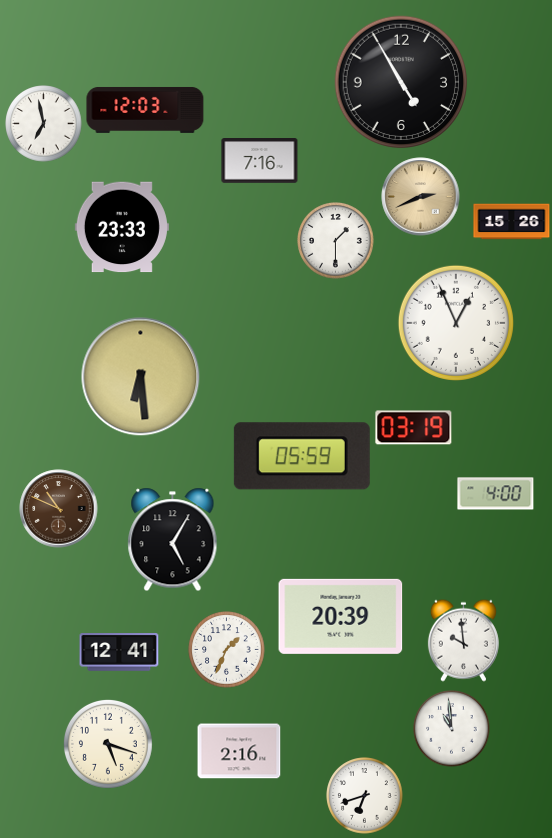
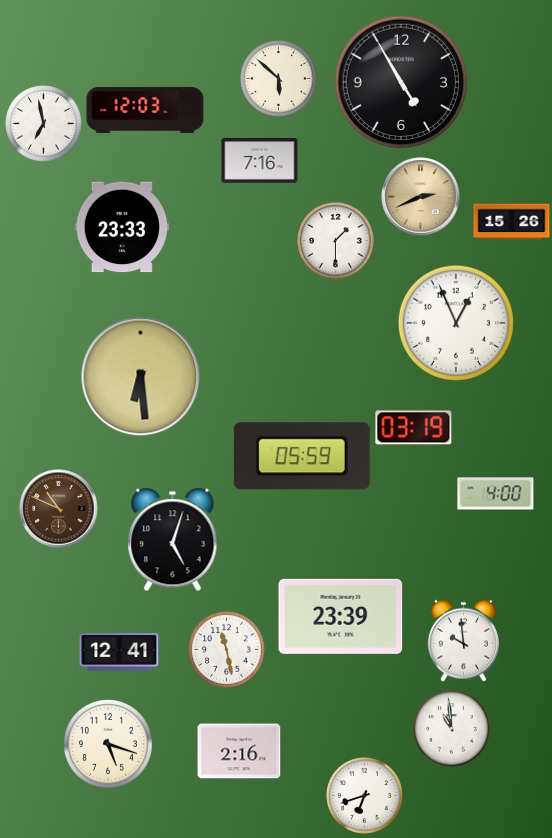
clock at (279, 79): none -> 5:52
clock at (173, 540): 5:05 -> 5:03
clock at (341, 616): 20:39 -> 23:39
clock at (227, 650): 1:34 -> 11:28
